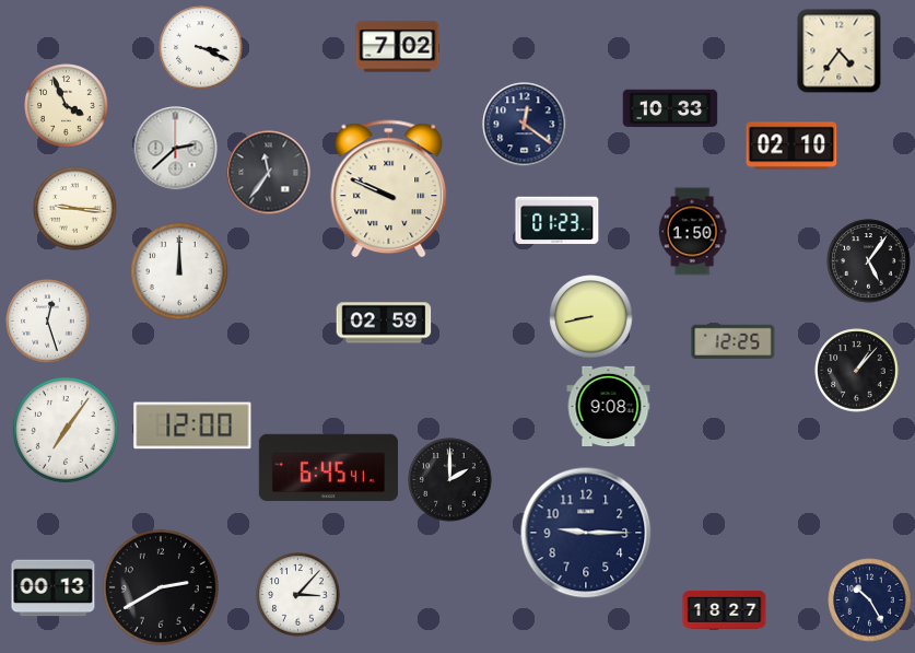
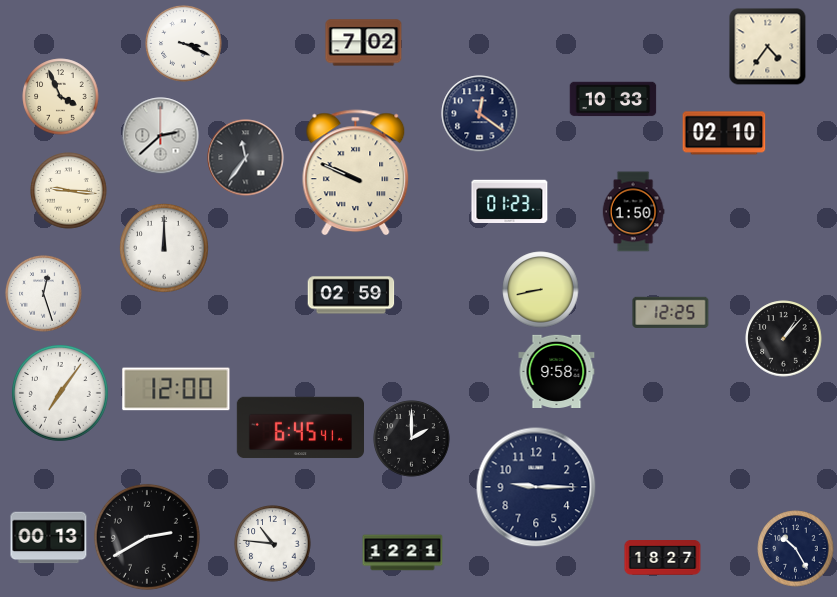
clock at (869, 261): 5:06 -> none
clock at (609, 406): 9:08 -> 9:58
clock at (298, 595): 3:07 -> 10:46
clock at (403, 553): none -> 12:21
